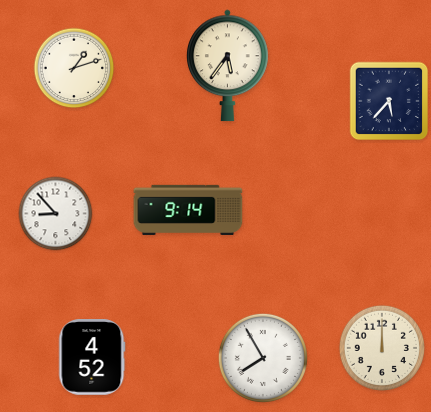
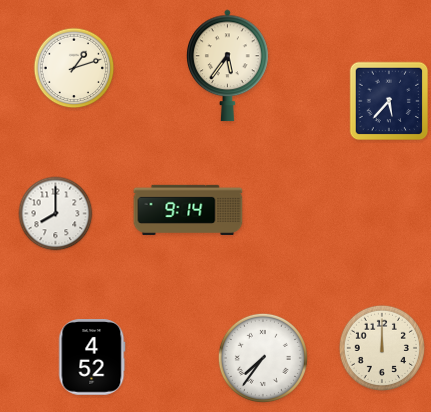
clock at (56, 214): 8:53 -> 8:00
clock at (263, 358): 7:55 -> 7:36
